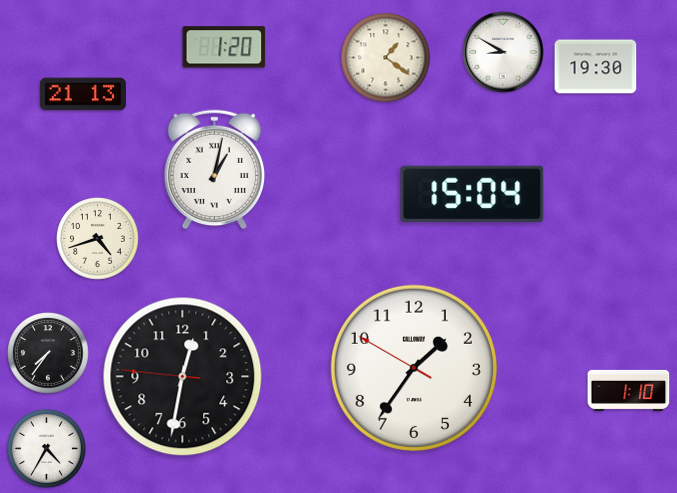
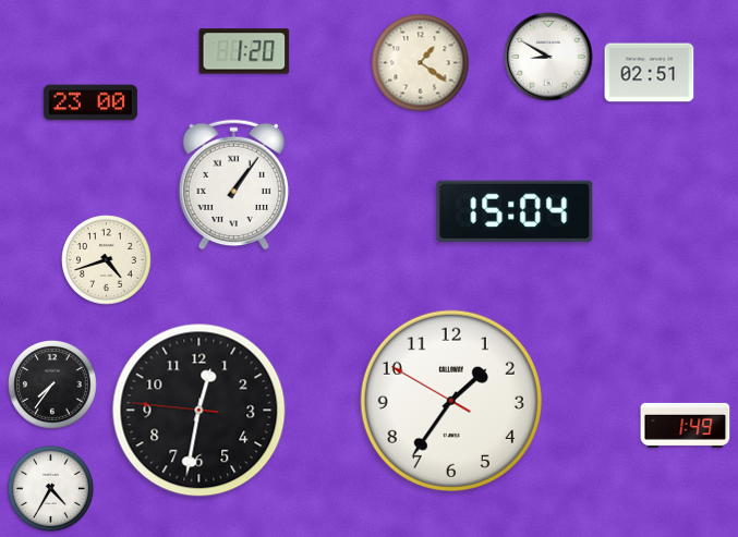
clock at (596, 67): 19:30 -> 02:51
clock at (83, 94): 21:13 -> 23:00
clock at (214, 170): 1:02 -> 1:06
clock at (629, 390): 1:10 -> 1:49
